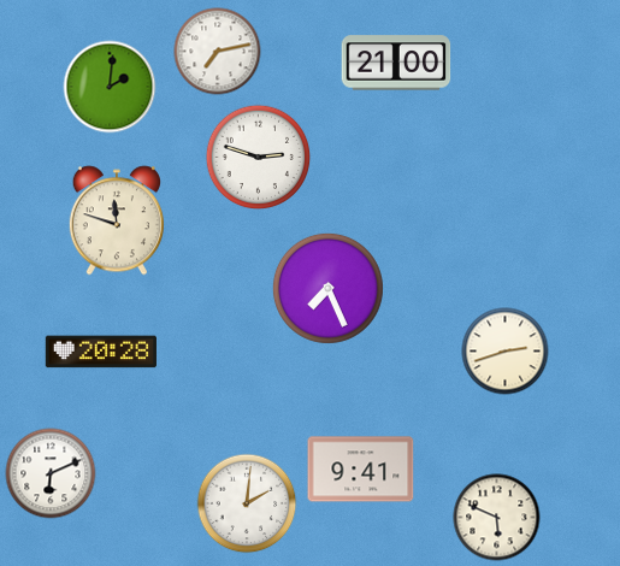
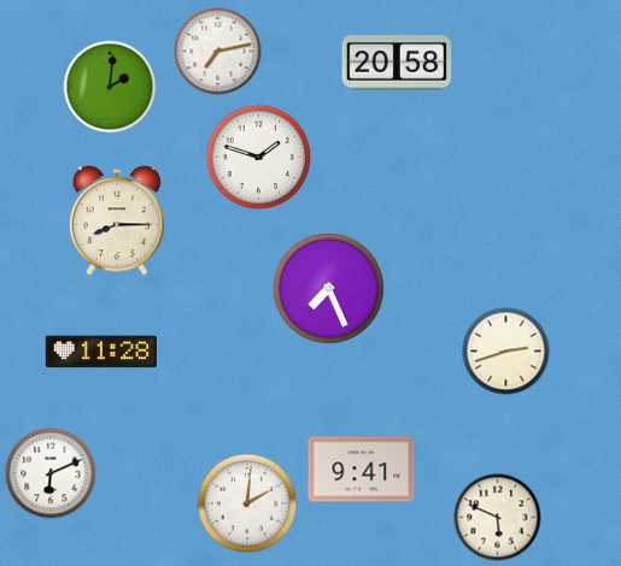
clock at (396, 63): 21:00 -> 20:58
clock at (259, 158): 2:48 -> 1:48
clock at (116, 220): 11:48 -> 8:15
clock at (101, 352): 20:28 -> 11:28
